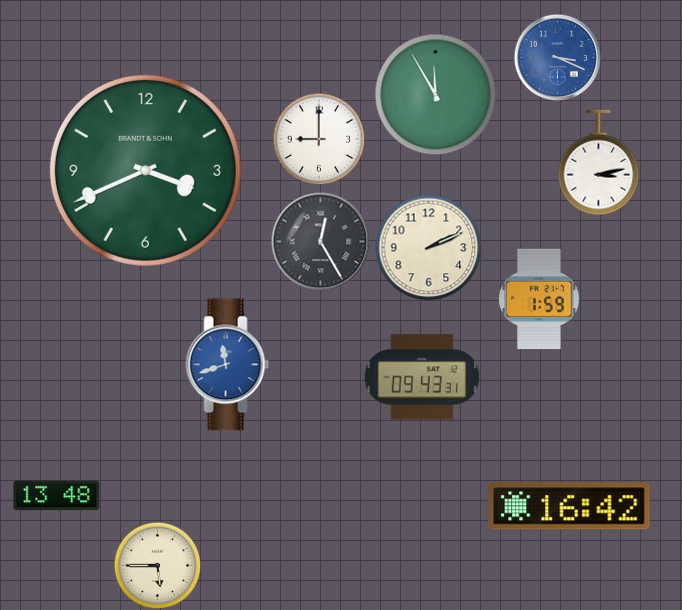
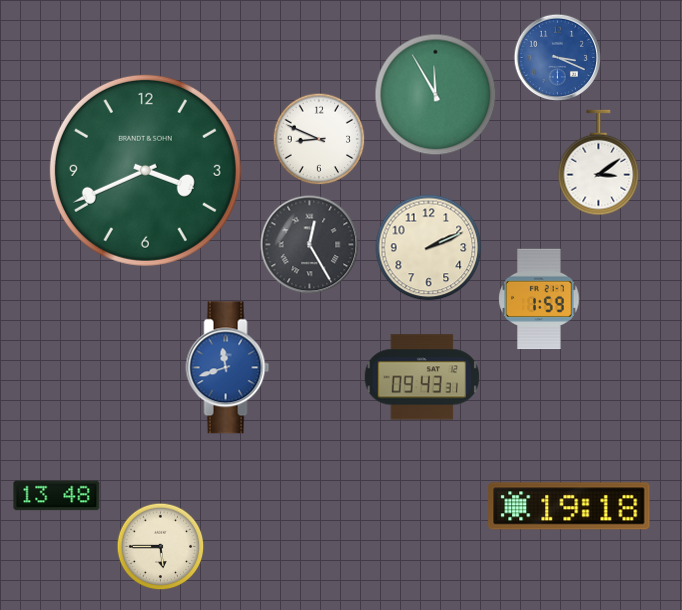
clock at (319, 139): 9:00 -> 8:49
clock at (599, 163): 3:13 -> 3:09
clock at (321, 242) position: (321, 242) -> (310, 245)
clock at (228, 365) position: (228, 365) -> (228, 368)
clock at (569, 506): 16:42 -> 19:18
clock at (157, 565) position: (157, 565) -> (160, 546)
